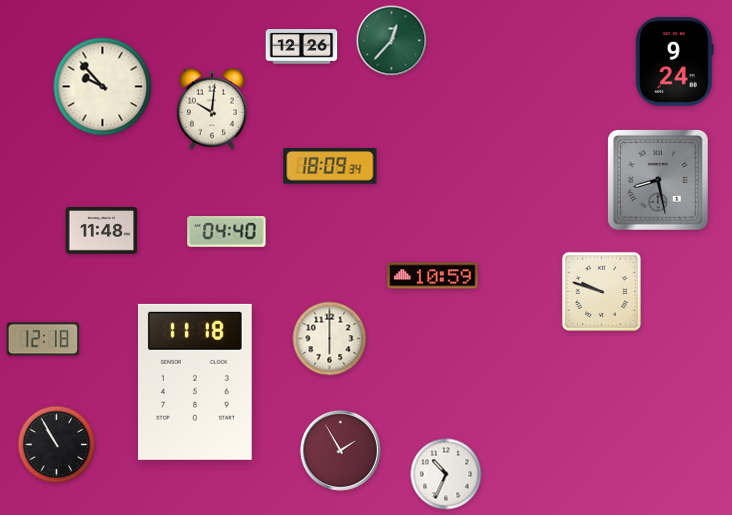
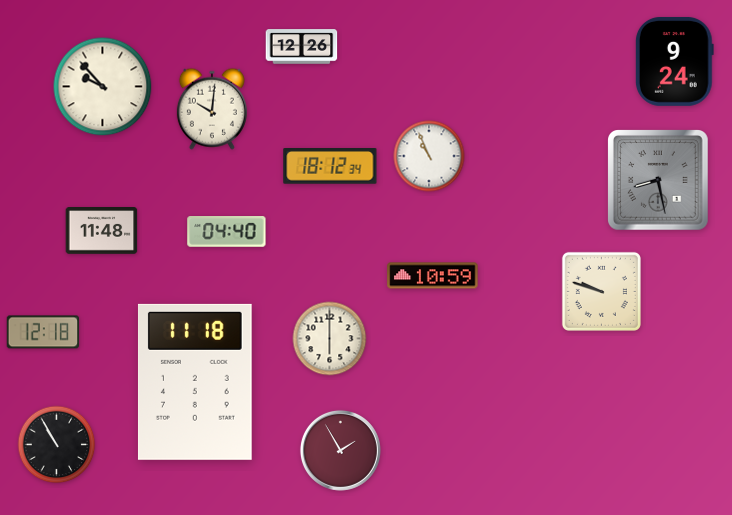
clock at (392, 41): 12:37 -> none
clock at (429, 156): none -> 10:56
clock at (330, 167): 18:09 -> 18:12
clock at (43, 339) position: (43, 339) -> (43, 332)
clock at (446, 474): 10:34 -> none
